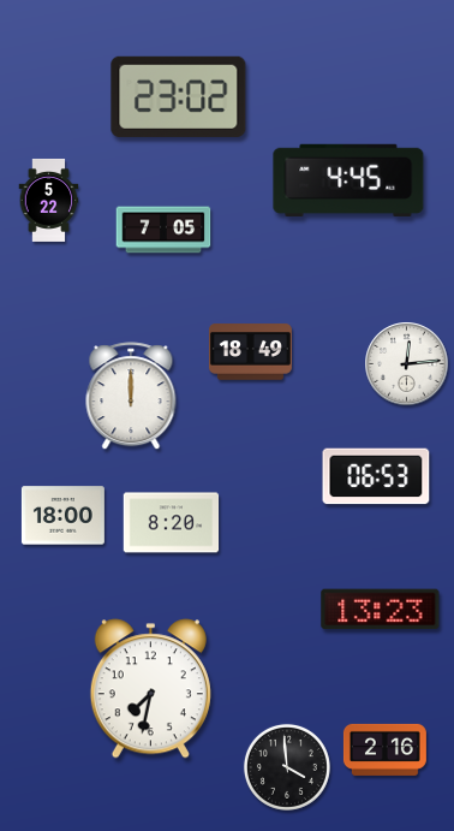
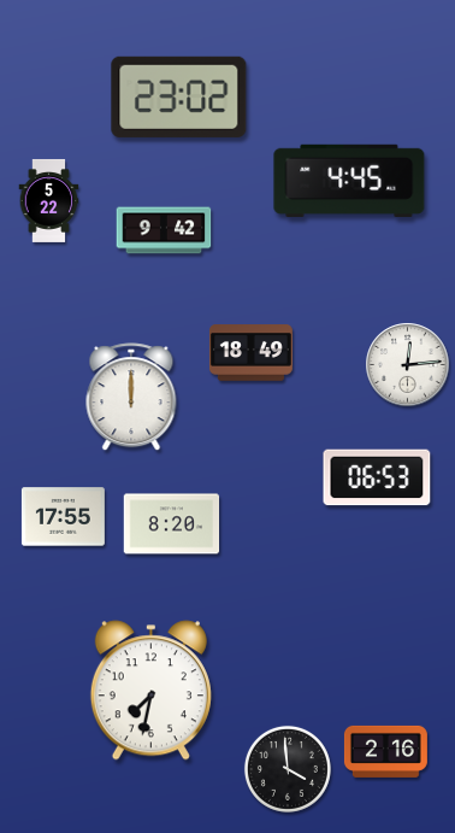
clock at (163, 230): 7:05 -> 9:42
clock at (62, 516): 18:00 -> 17:55
clock at (381, 610): 13:23 -> none
